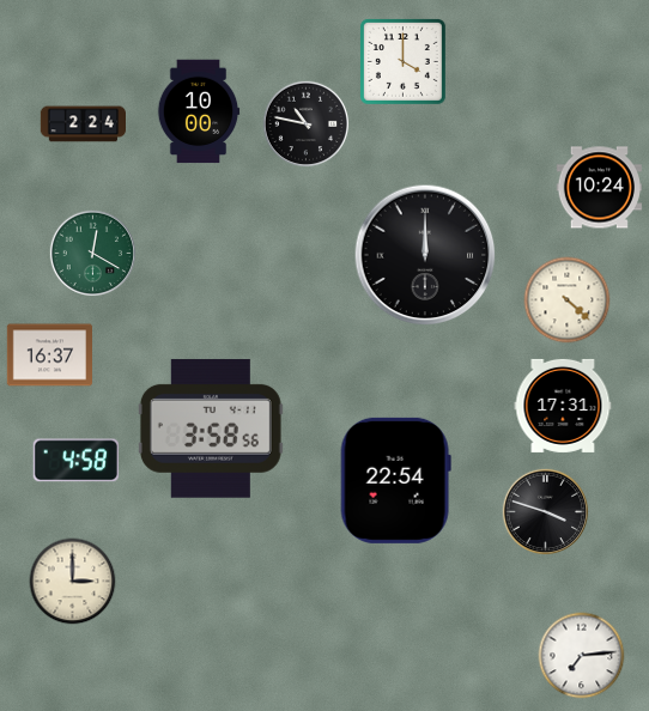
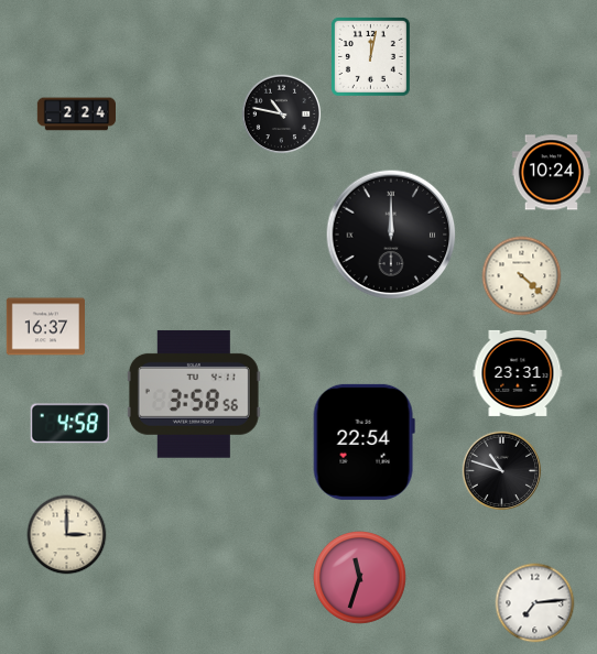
clock at (402, 61): 4:00 -> 12:02
clock at (199, 111): 10:00 -> none
clock at (93, 254): 12:20 -> none
clock at (563, 406): 17:31 -> 23:31
clock at (546, 512): 3:48 -> 10:48
clock at (360, 578): none -> 11:33
